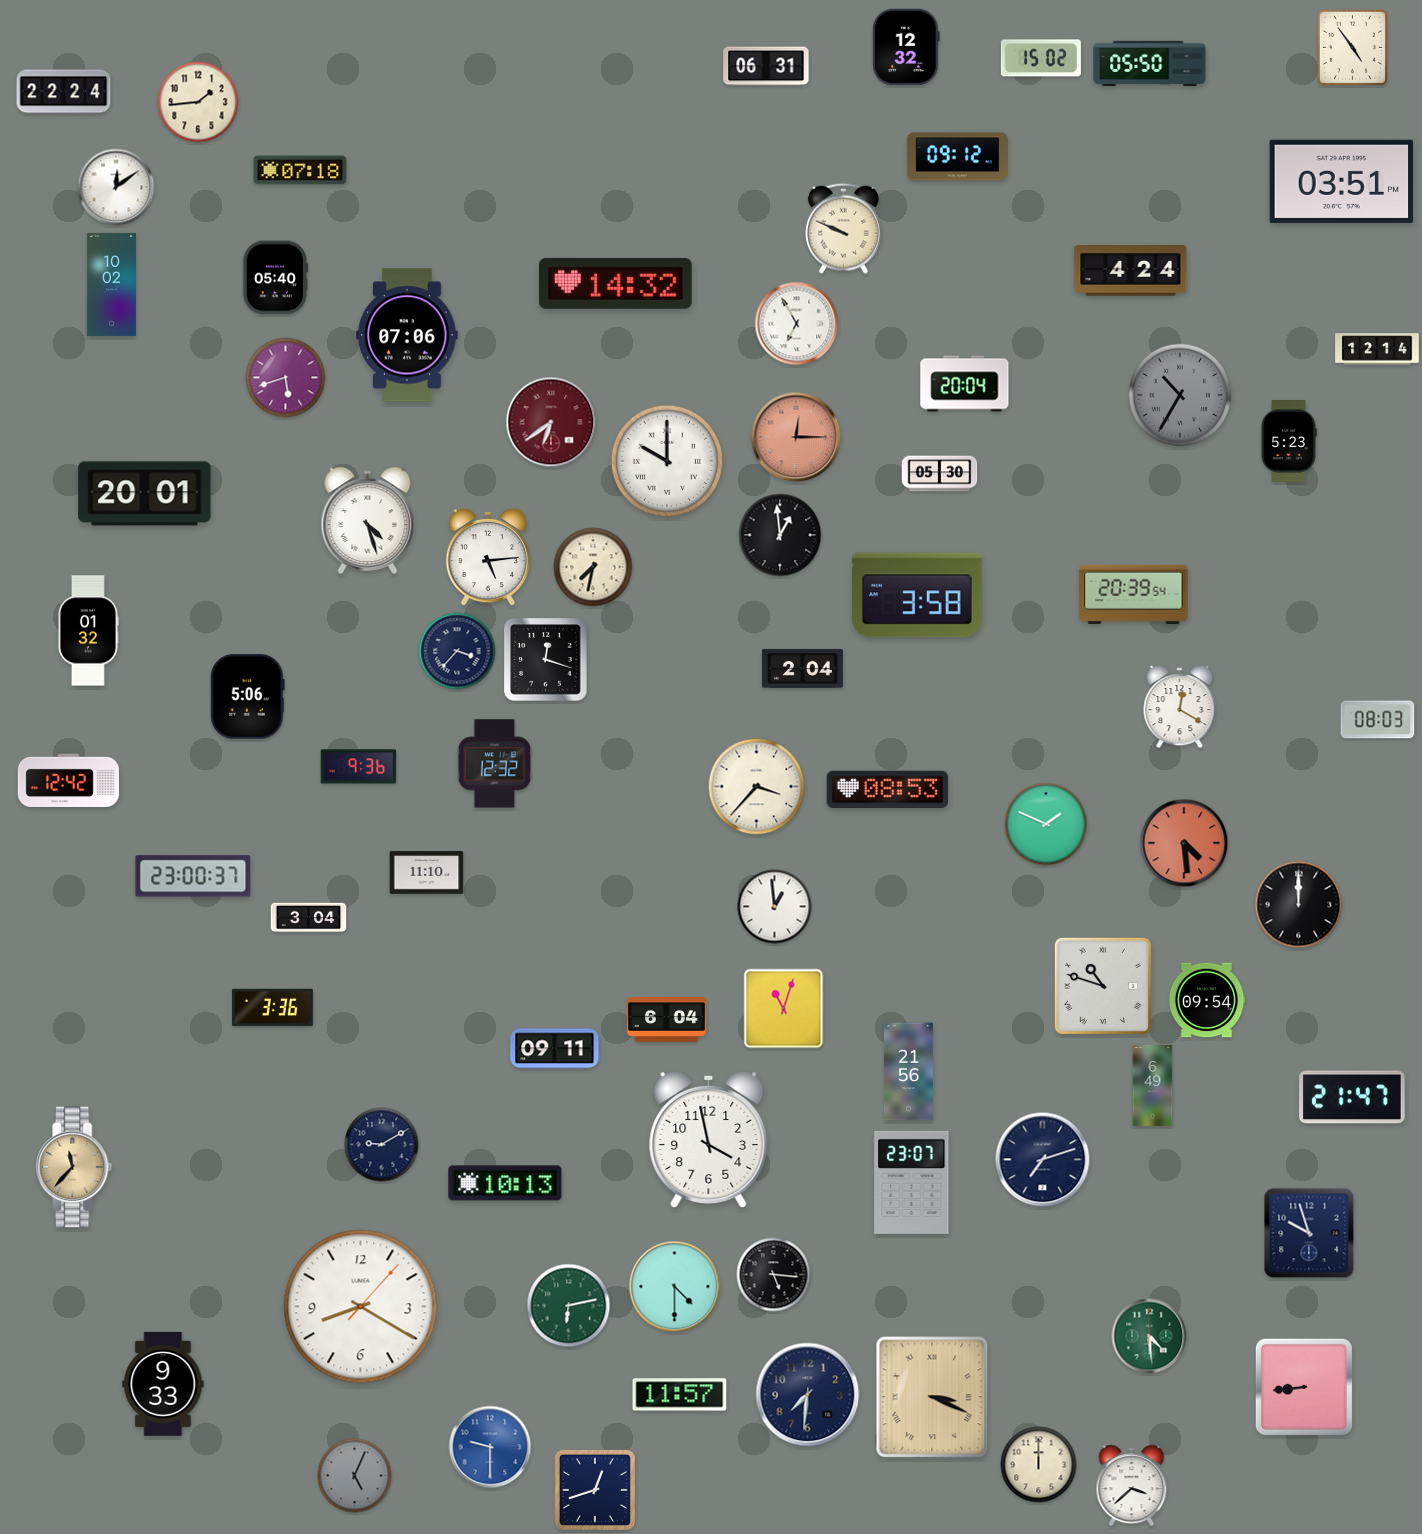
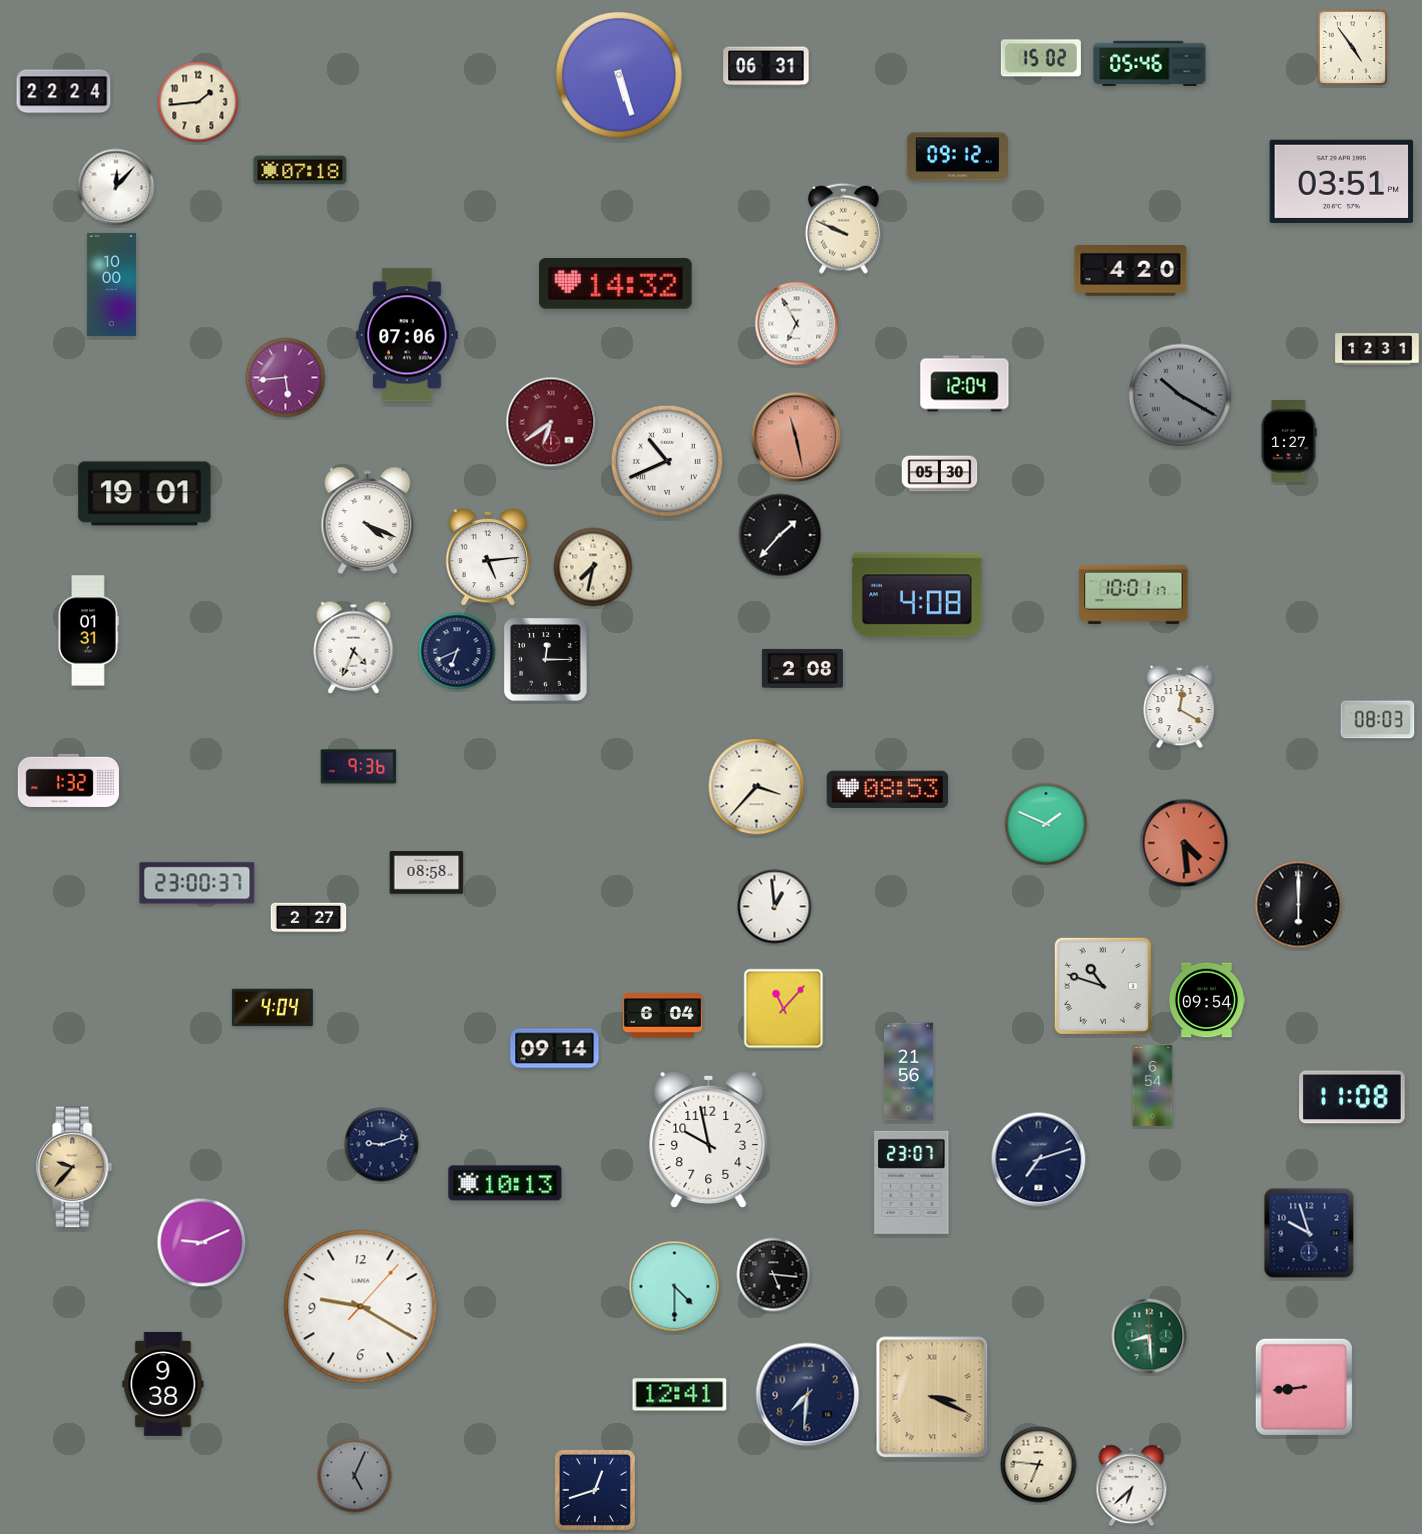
clock at (906, 47): 12:32 -> none
clock at (1150, 63): 05:50 -> 05:46
clock at (619, 75): none -> 5:27
clock at (116, 187): 12:09 -> 12:07
clock at (1131, 271): 4:24 -> 4:20
clock at (275, 278): 05:40 -> none
clock at (111, 284): 10:02 -> 10:00
clock at (1377, 349): 12:14 -> 12:31
clock at (286, 378): 5:42 -> 5:44
clock at (965, 384): 20:04 -> 12:04
clock at (1180, 395): 10:35 -> 10:20
clock at (796, 437): 12:15 -> 11:28
clock at (1289, 442): 5:23 -> 1:27
clock at (667, 461): 10:00 -> 10:41
clock at (145, 494): 20:01 -> 19:01
clock at (368, 520): 4:27 -> 4:19
clock at (780, 535): 12:59 -> 1:37
clock at (1134, 594): 20:39 -> 10:01
clock at (917, 595): 3:58 -> 4:08
clock at (89, 631): 01:32 -> 01:31
clock at (354, 647): none -> 4:34
clock at (457, 651): 3:37 -> 6:41
clock at (546, 660): 12:18 -> 12:15
clock at (802, 668): 2:04 -> 2:08
clock at (248, 697): 5:06 -> none
clock at (494, 764): 12:32 -> none
clock at (68, 780): 12:42 -> 1:32
clock at (427, 873): 11:10 -> 08:58
clock at (193, 876) position: (193, 876) -> (197, 883)
clock at (1299, 905): 12:00 -> 6:00
clock at (309, 918): 3:04 -> 2:27
clock at (272, 1008): 3:36 -> 4:04
clock at (784, 1009): 11:03 -> 11:07
clock at (666, 1019) position: (666, 1019) -> (662, 1015)
clock at (555, 1049): 09:11 -> 09:14
clock at (1153, 1086): 6:49 -> 6:54
clock at (1352, 1097): 21:47 -> 11:08
clock at (709, 1139): 3:58 -> 9:58
clock at (382, 1145): 9:10 -> 9:12
clock at (1043, 1160) position: (1043, 1160) -> (1039, 1160)
clock at (74, 1167): 11:37 -> 9:37
clock at (202, 1243): none -> 9:11
clock at (569, 1306): 6:13 -> none
clock at (361, 1307): 8:20 -> 9:20
clock at (1149, 1336): 4:29 -> 8:29
clock at (163, 1384): 9:33 -> 9:38
clock at (680, 1395): 11:57 -> 12:41
clock at (490, 1447): 9:30 -> none
clock at (1039, 1465): 12:00 -> 6:46
clock at (1132, 1486): 3:38 -> 6:38
